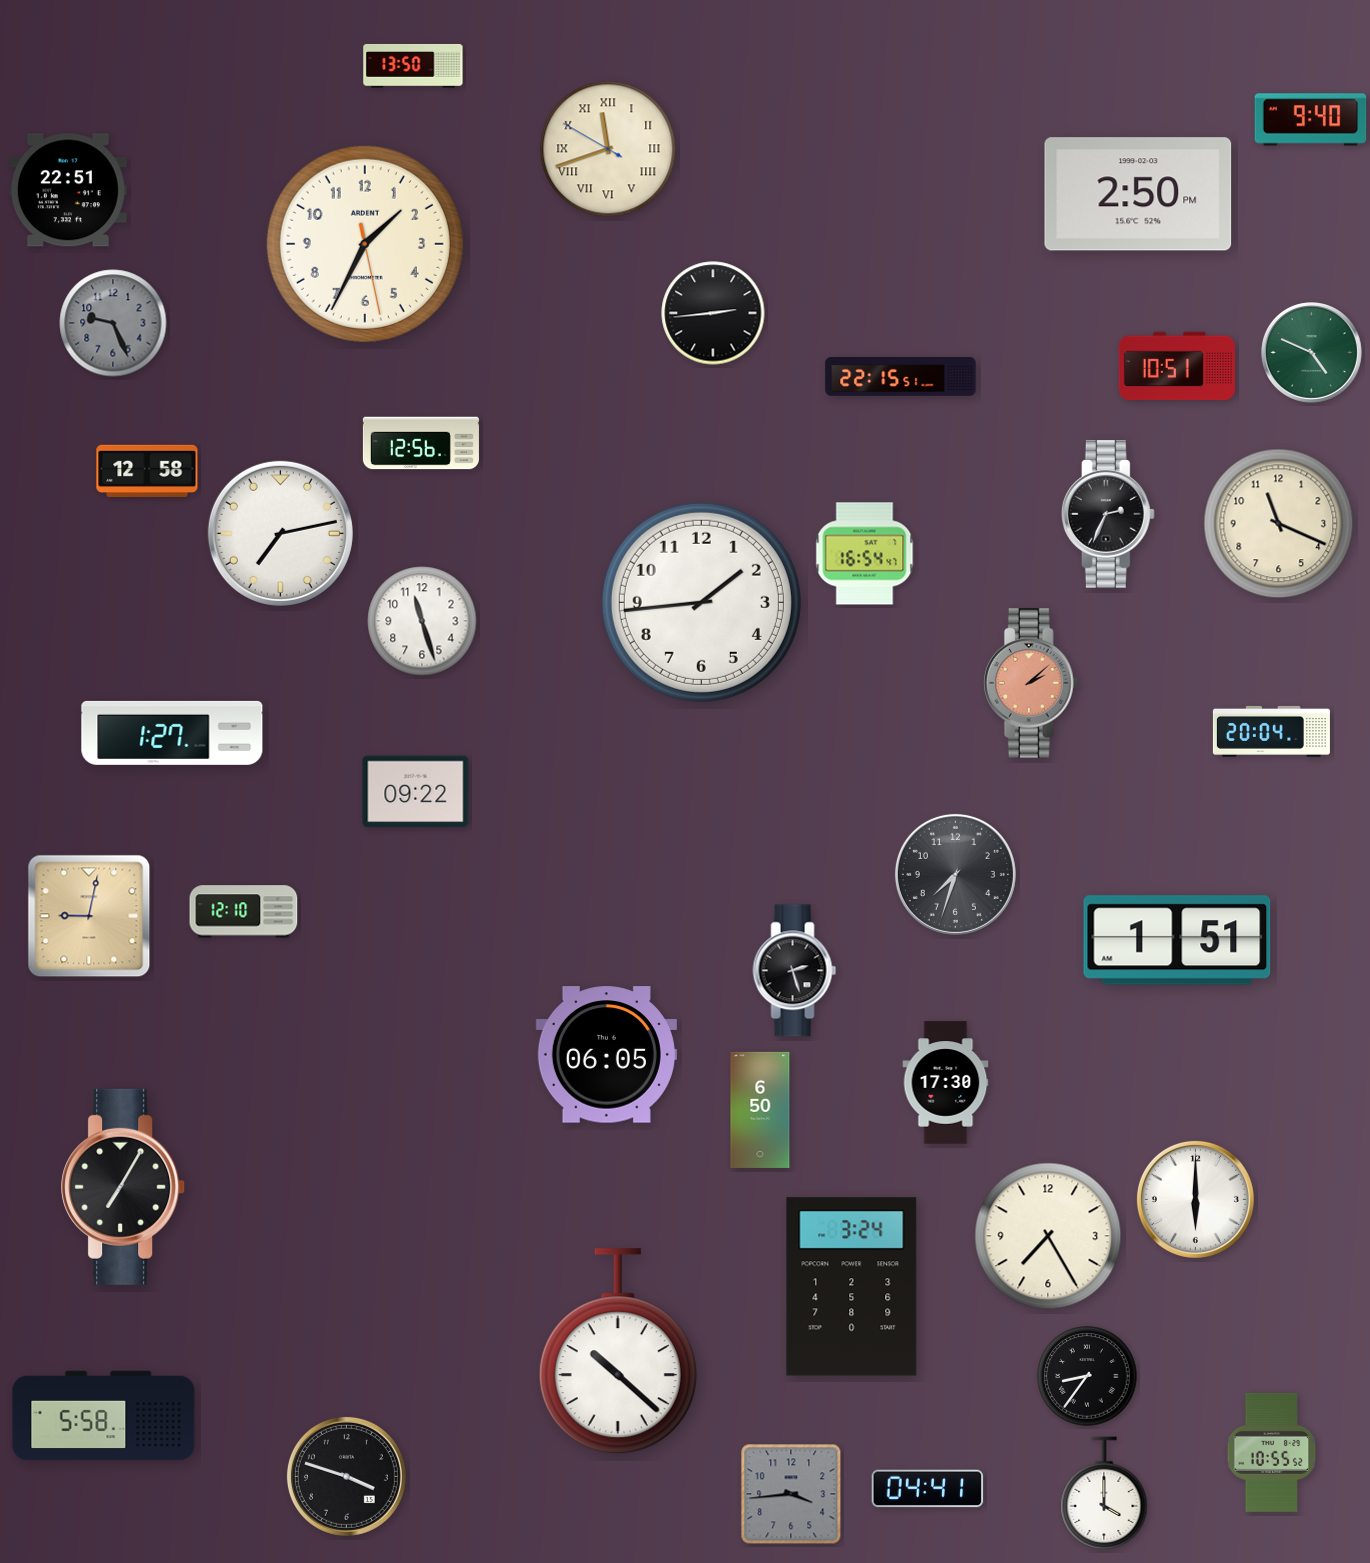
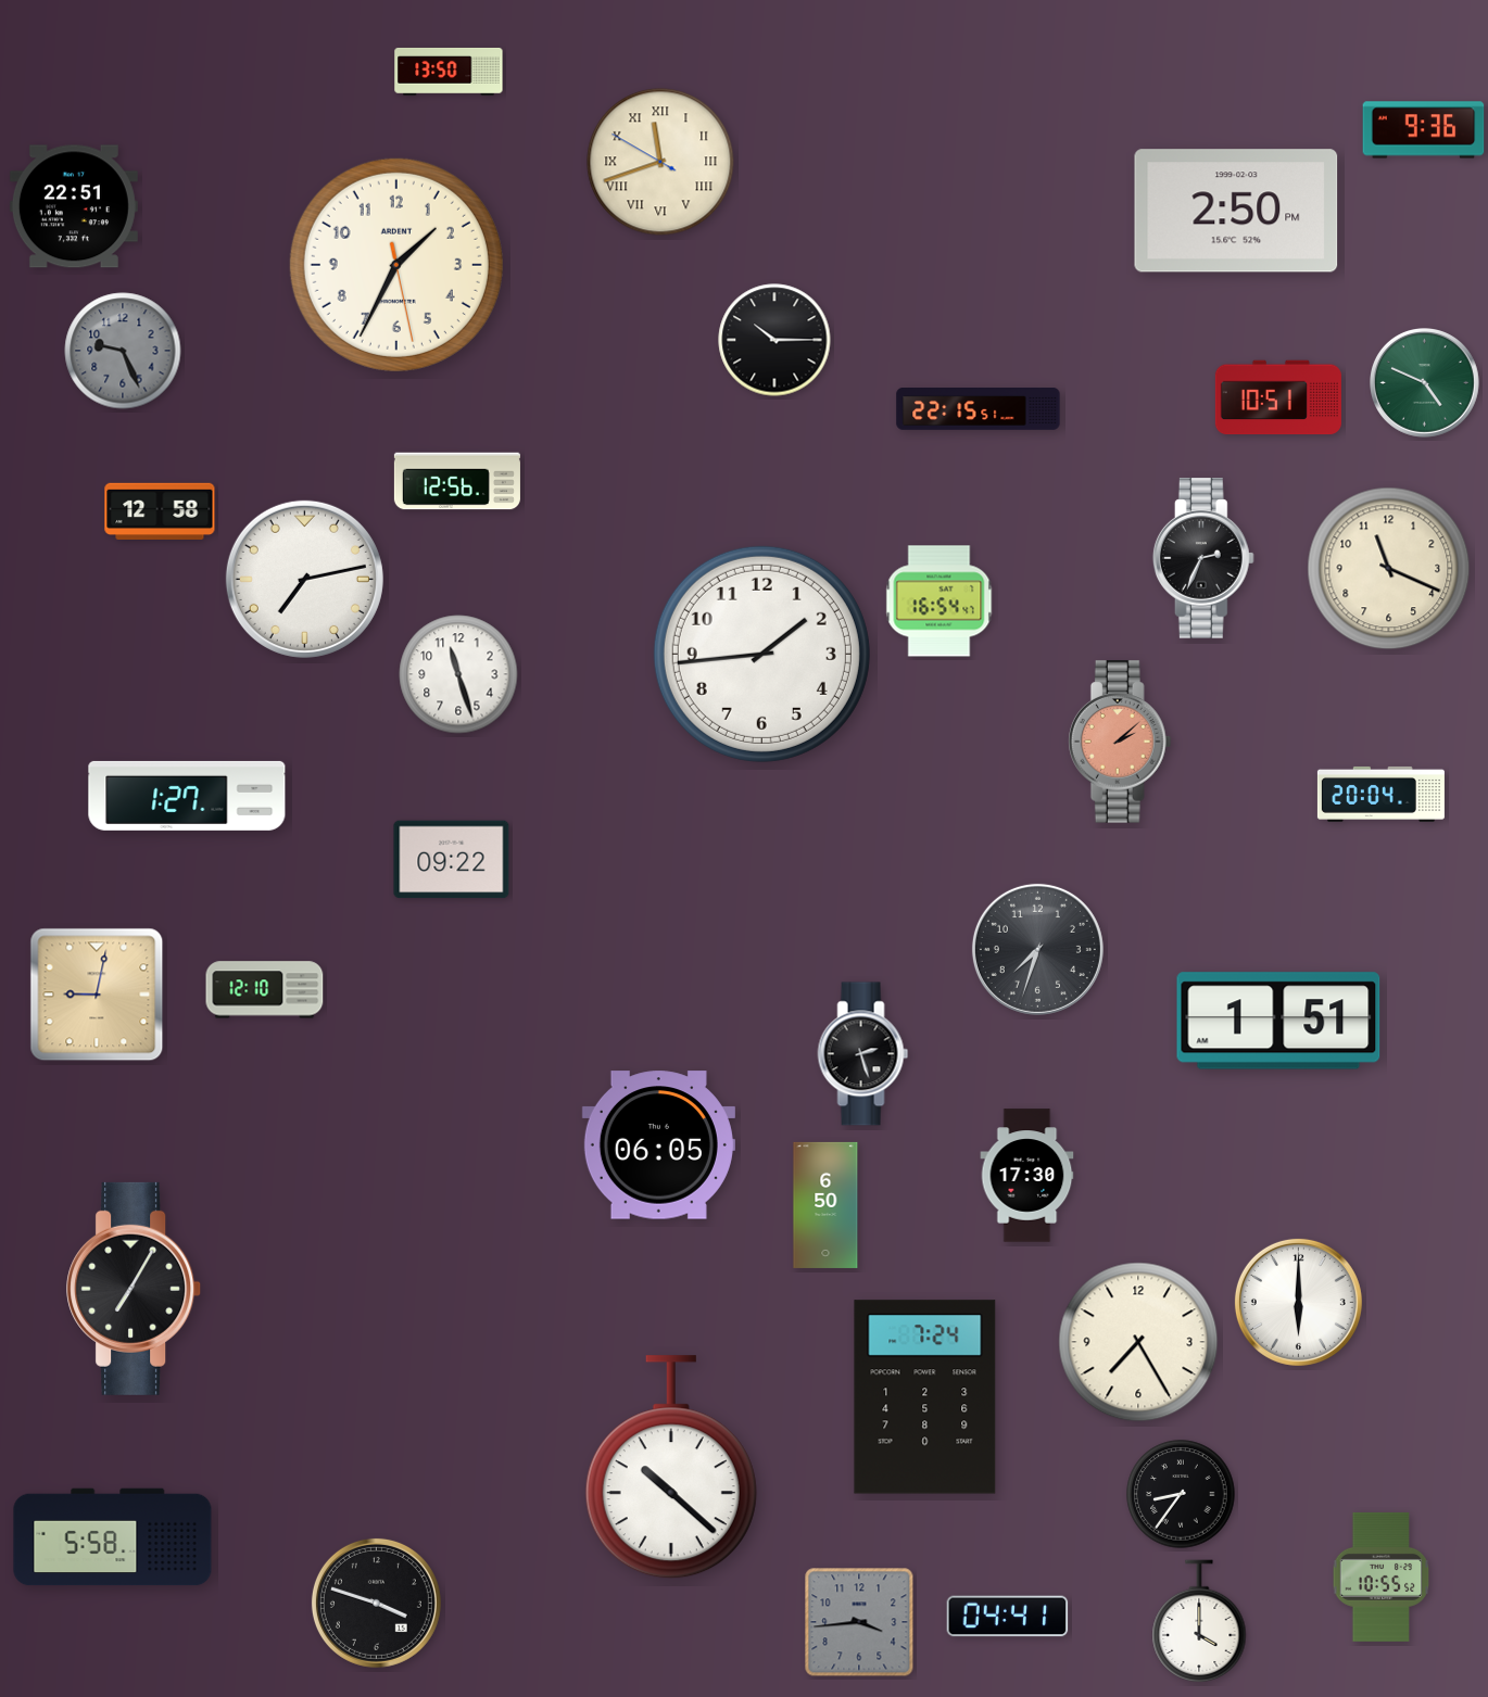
clock at (1311, 120): 9:40 -> 9:36
clock at (713, 313): 2:44 -> 10:15
clock at (852, 1287): 3:24 -> 7:24
